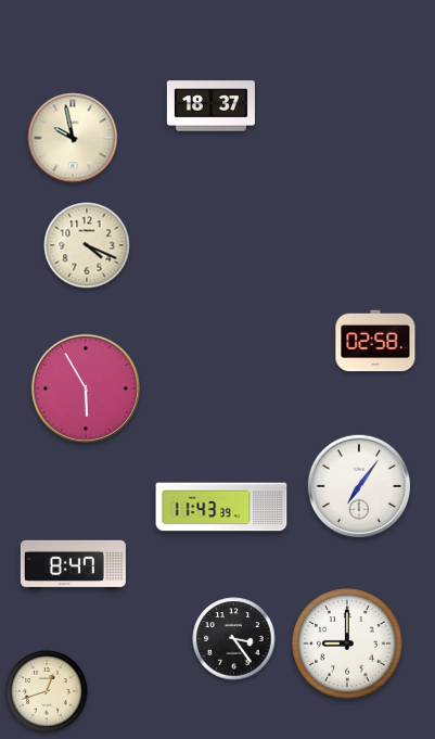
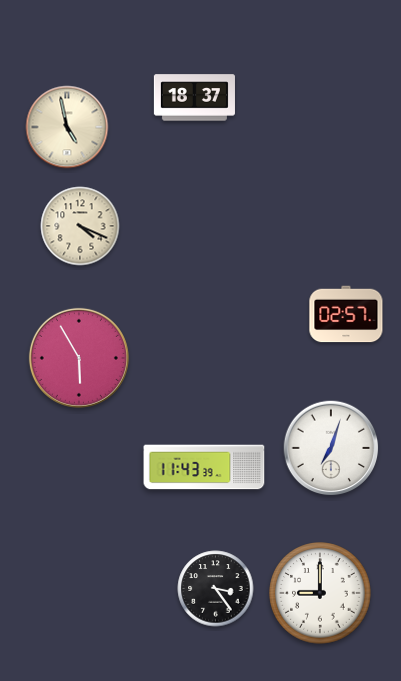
clock at (73, 138): 9:58 -> 4:58
clock at (375, 341): 02:58 -> 02:57
clock at (359, 486): 7:06 -> 7:03
clock at (73, 564): 8:47 -> none
clock at (47, 691): 12:42 -> none
